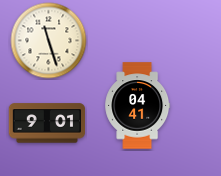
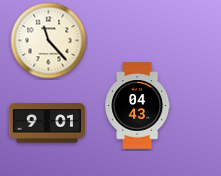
clock at (49, 41): 11:27 -> 11:23
clock at (138, 106): 04:41 -> 04:43
